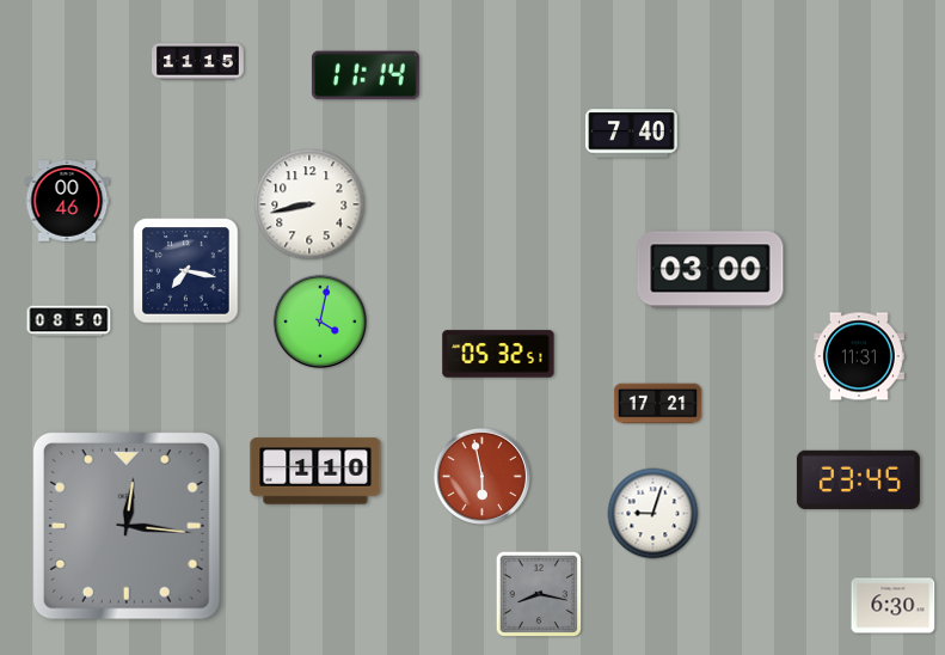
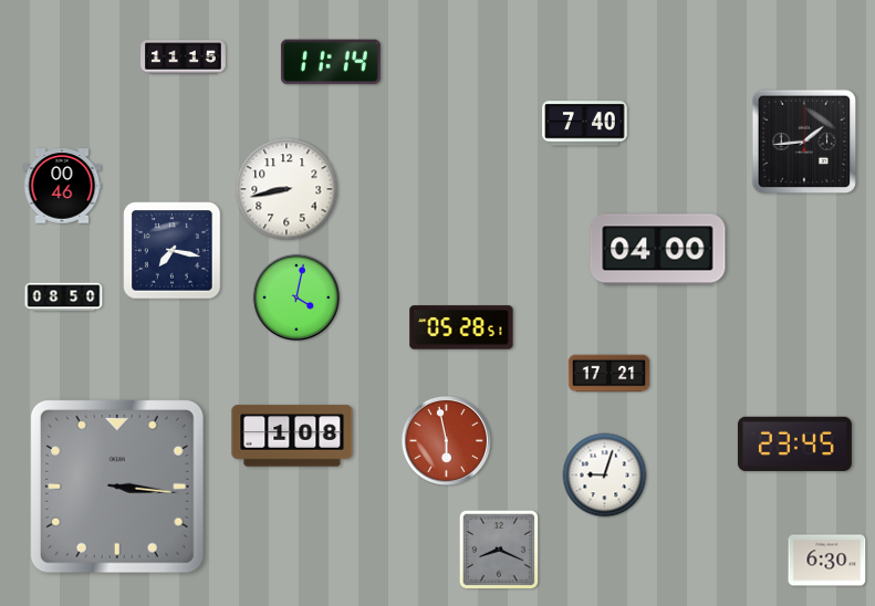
clock at (366, 75) position: (366, 75) -> (331, 62)
clock at (804, 142): none -> 1:44
clock at (711, 270): 03:00 -> 04:00
clock at (498, 354): 05:32 -> 05:28
clock at (859, 356): 11:31 -> none
clock at (315, 471): 1:10 -> 1:08
clock at (127, 526): 12:16 -> 3:16
clock at (538, 593): 8:17 -> 8:19
